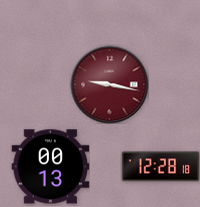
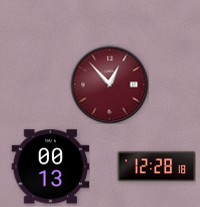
clock at (109, 84): 9:17 -> 12:53
clock at (160, 167) position: (160, 167) -> (156, 167)
